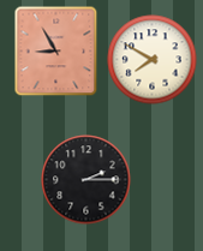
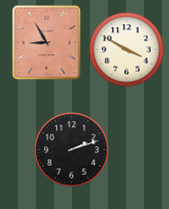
clock at (153, 60): 7:50 -> 3:50
clock at (86, 180): 2:15 -> 2:12
